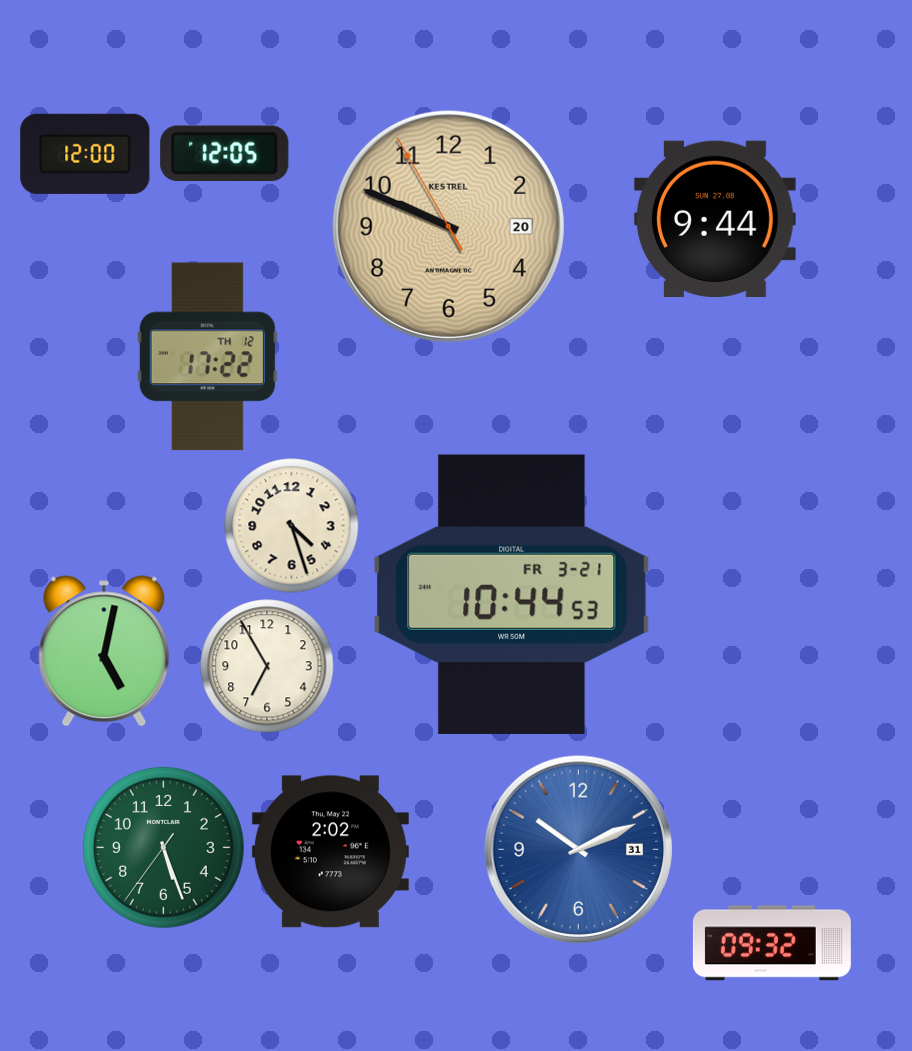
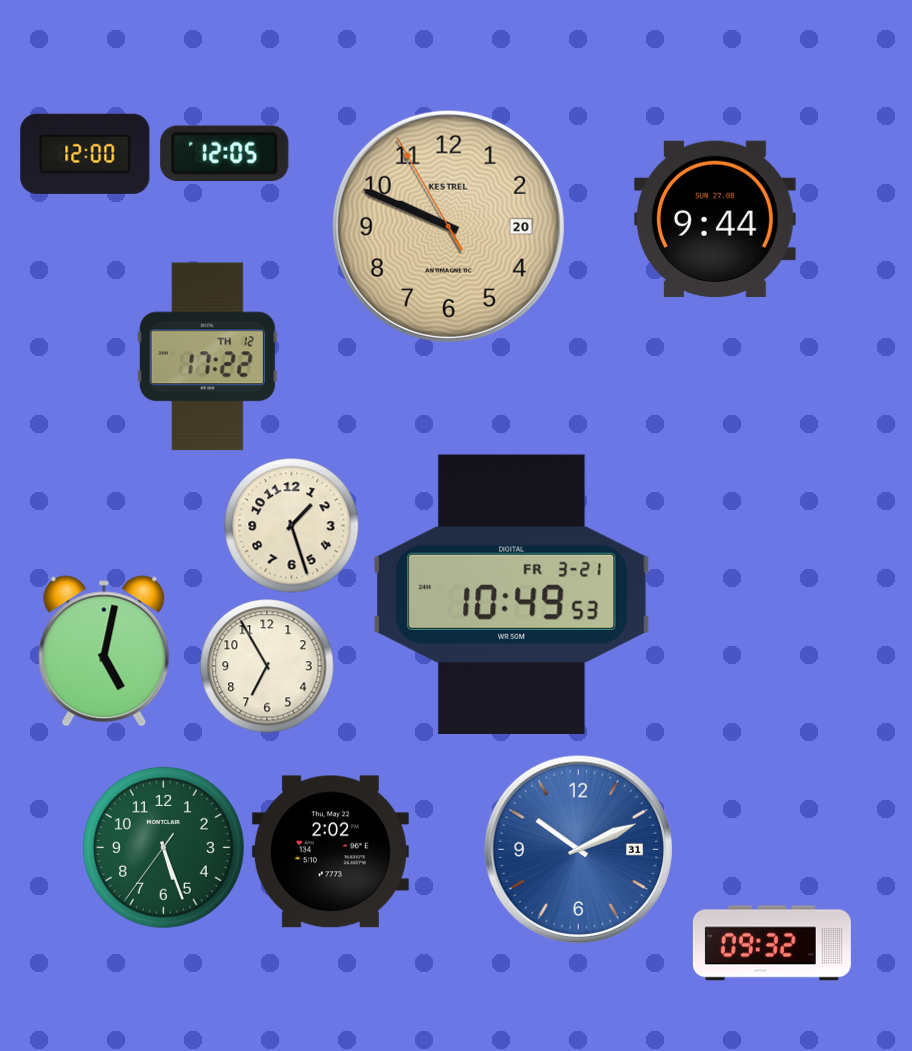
clock at (292, 526): 4:27 -> 1:27
clock at (512, 594): 10:44 -> 10:49
